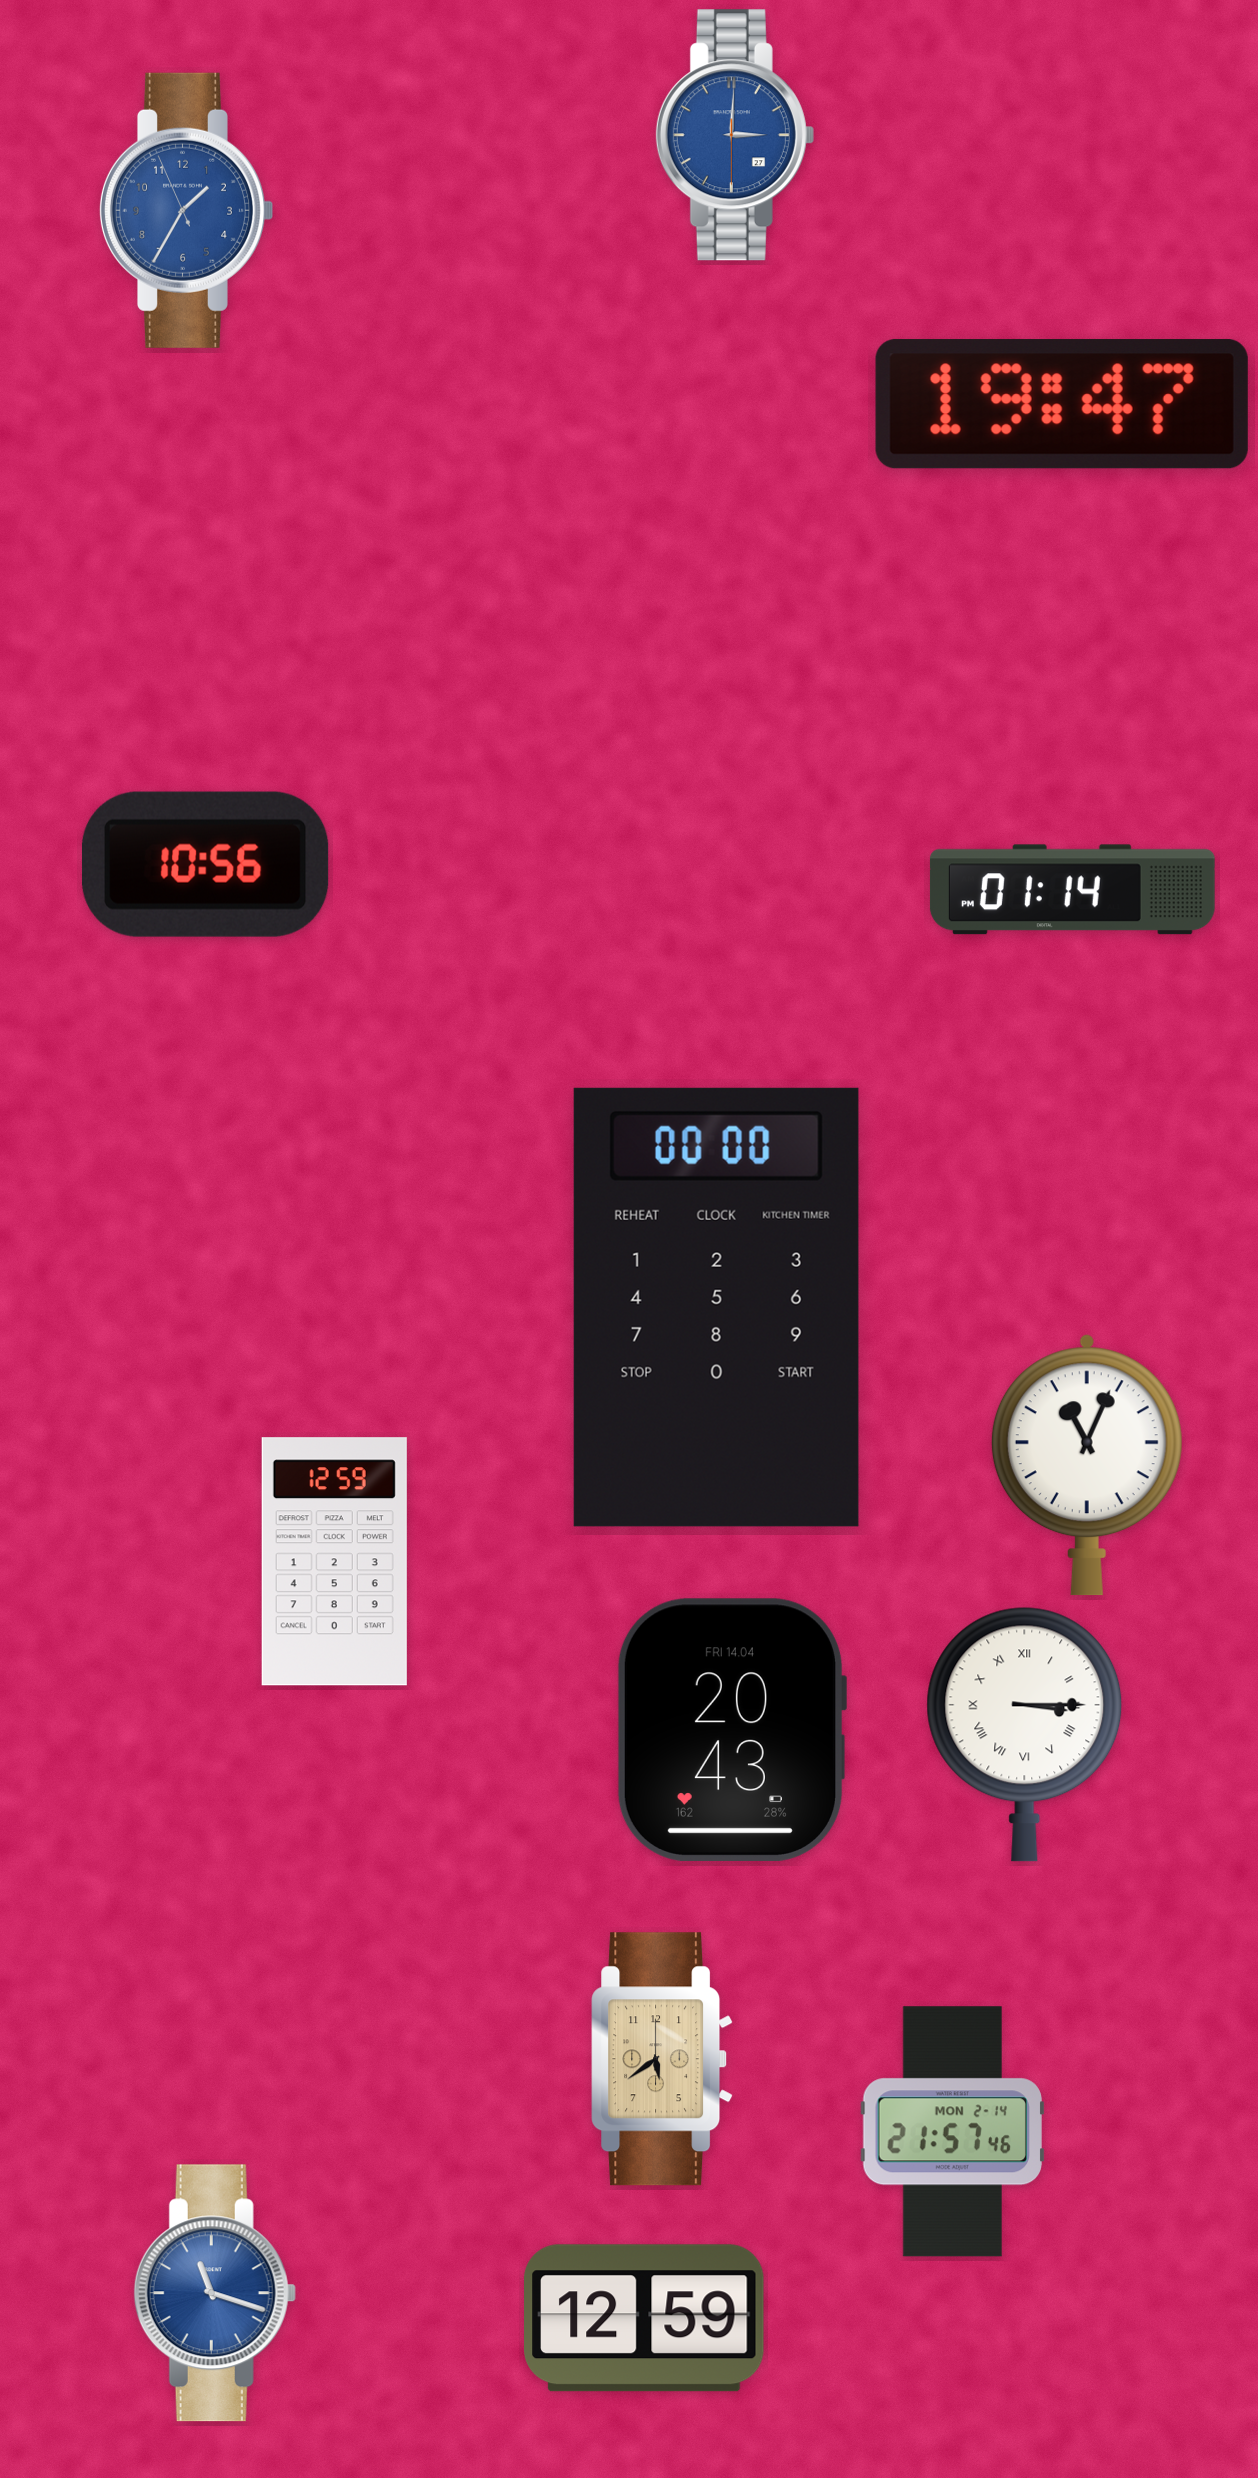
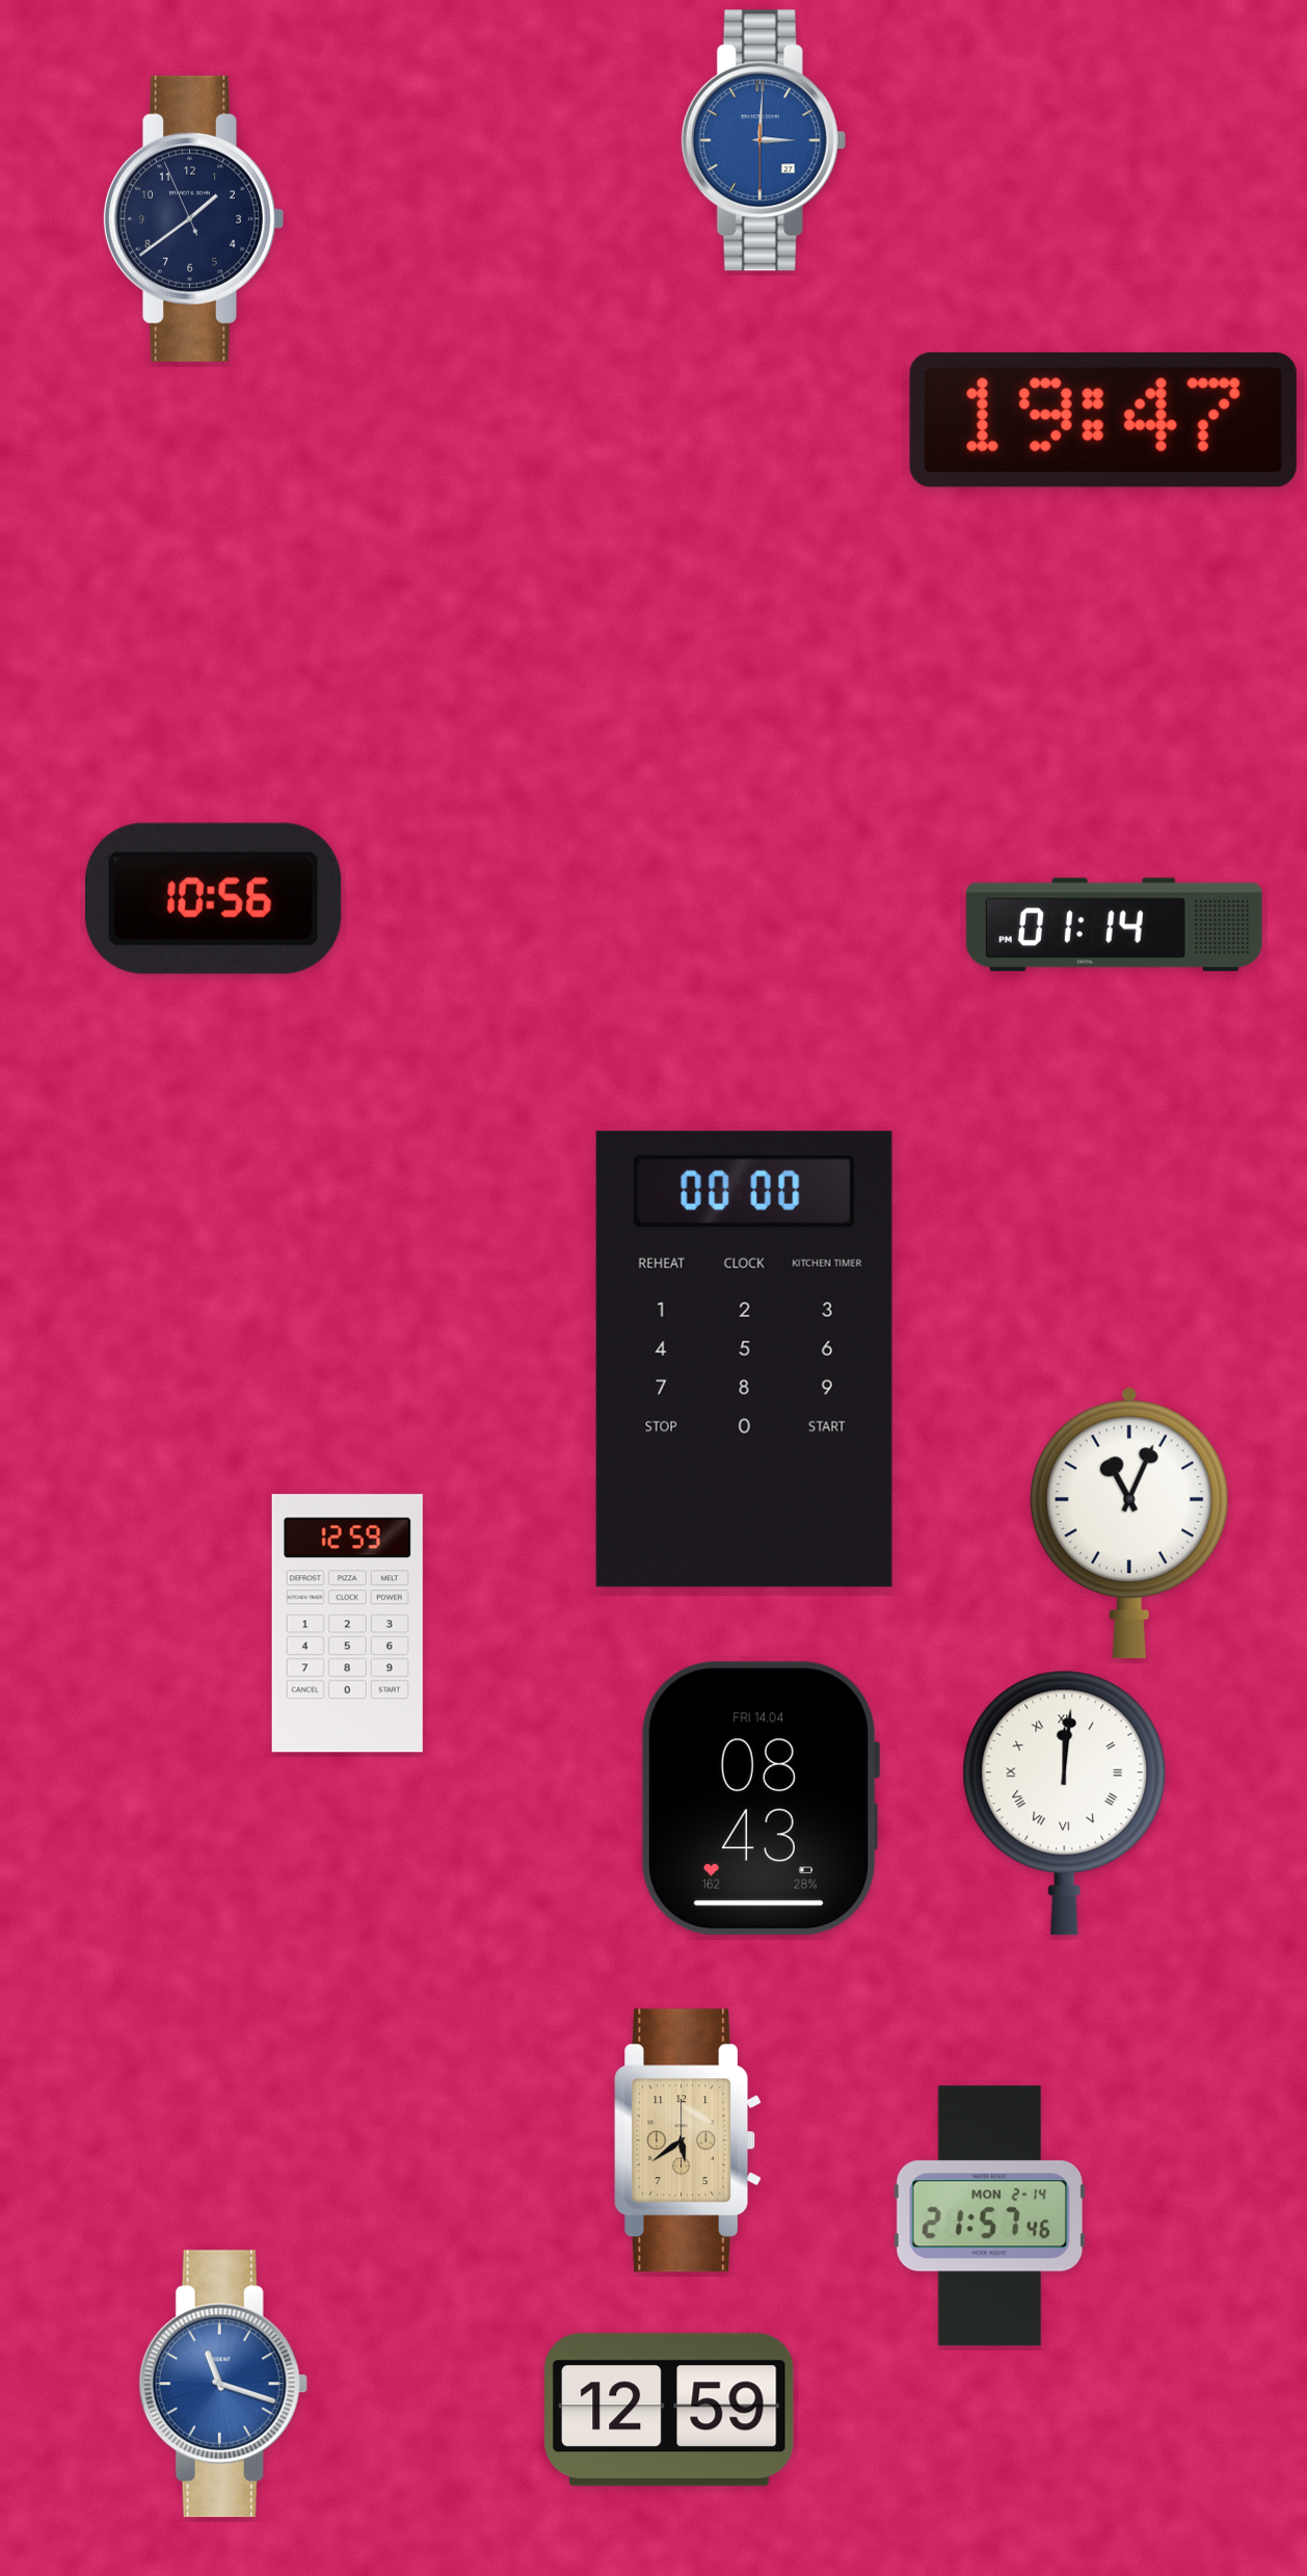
clock at (185, 210): 1:34 -> 1:38
clock at (185, 210) dial: blue -> navy
clock at (731, 1730): 20:43 -> 08:43
clock at (1025, 1734): 3:15 -> 12:01
